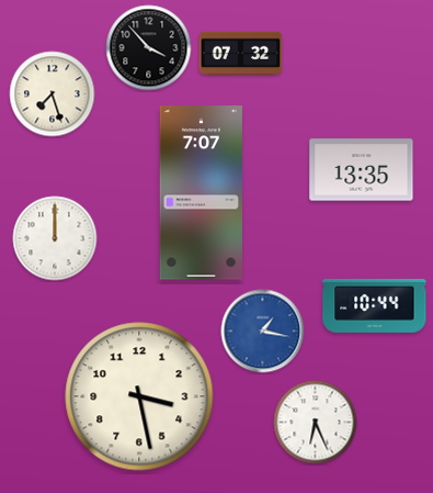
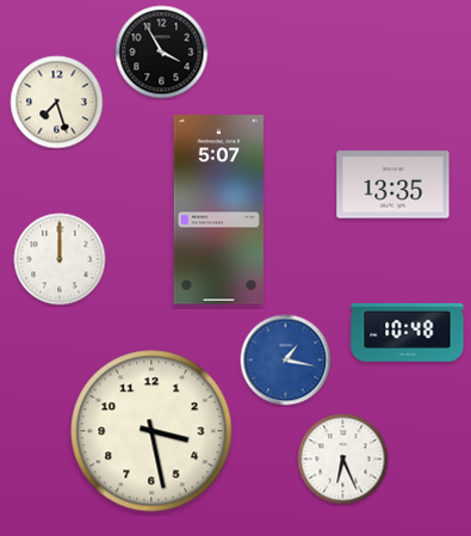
clock at (149, 48): 3:53 -> 3:55
clock at (241, 53): 07:32 -> none
clock at (201, 193): 7:07 -> 5:07
clock at (375, 305): 10:44 -> 10:48
